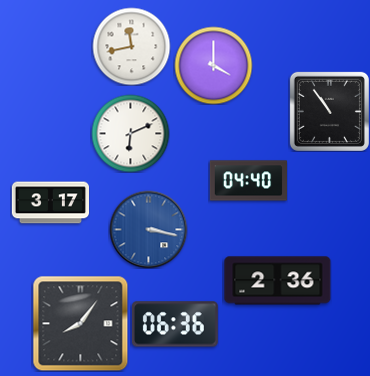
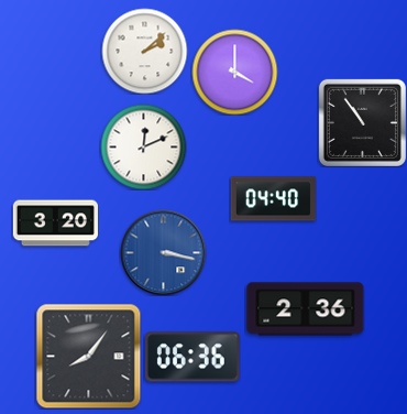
clock at (131, 46): 11:43 -> 2:08
clock at (130, 133): 6:11 -> 12:11
clock at (50, 203): 3:17 -> 3:20
